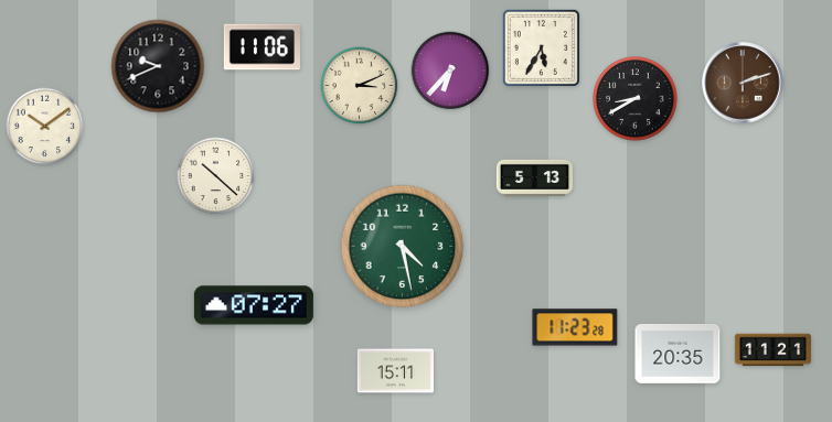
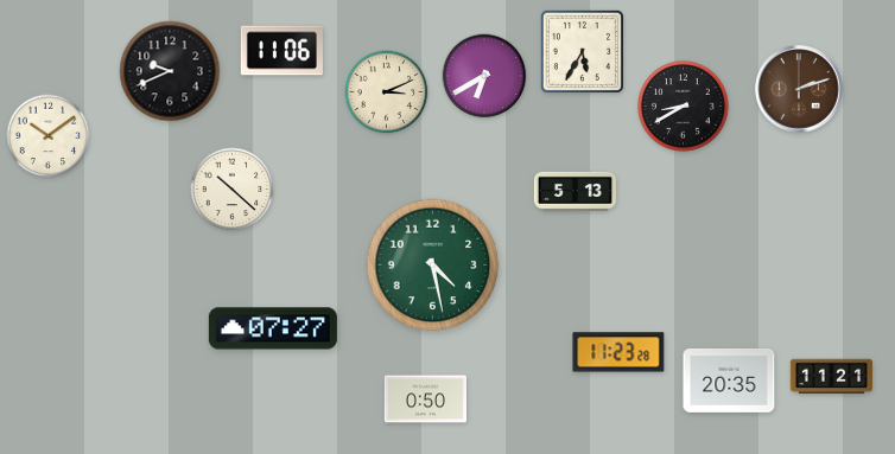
clock at (450, 71): 6:37 -> 6:40
clock at (395, 371): 15:11 -> 0:50
